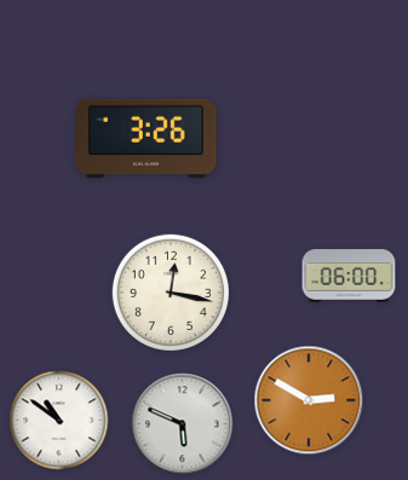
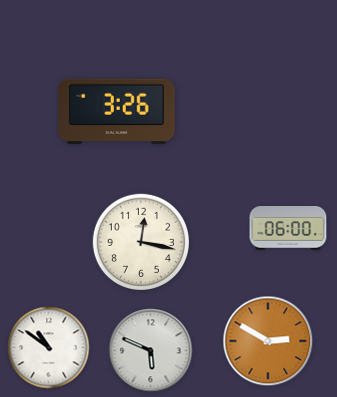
clock at (146, 139) position: (146, 139) -> (117, 112)
clock at (309, 400) position: (309, 400) -> (268, 341)
